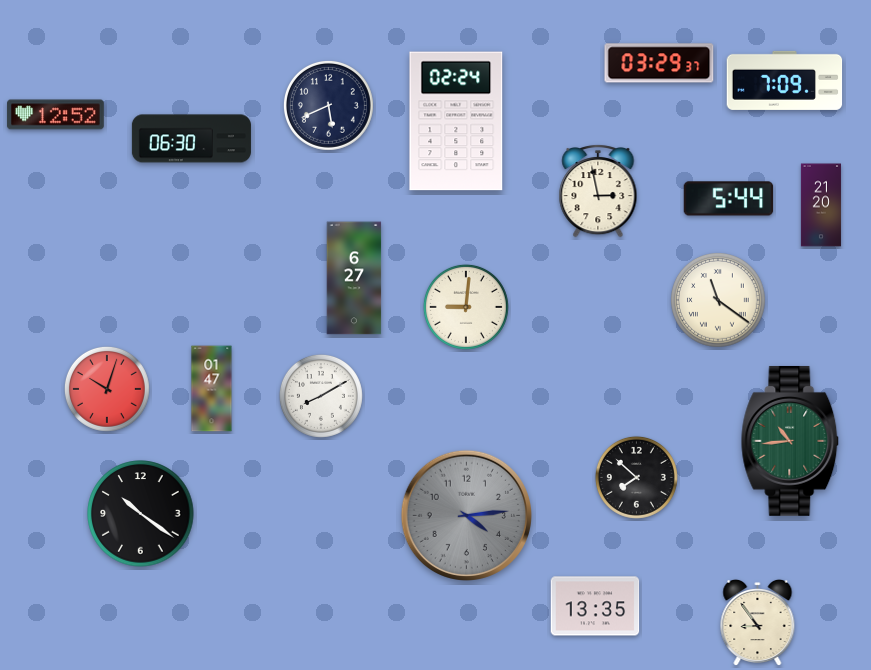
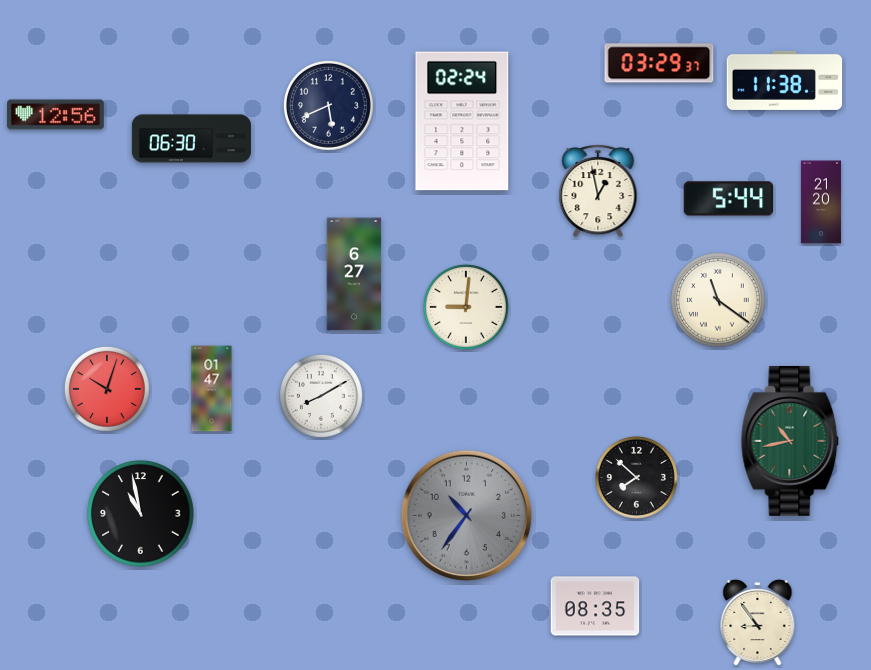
clock at (785, 80): 7:09 -> 11:38
clock at (56, 115): 12:52 -> 12:56
clock at (456, 121) position: (456, 121) -> (462, 121)
clock at (598, 191): 2:58 -> 12:58
clock at (821, 205) position: (821, 205) -> (821, 202)
clock at (354, 278) position: (354, 278) -> (354, 274)
clock at (790, 441): 10:44 -> 10:43
clock at (141, 514): 10:21 -> 10:58
clock at (466, 515): 4:14 -> 10:36
clock at (595, 606): 13:35 -> 08:35
